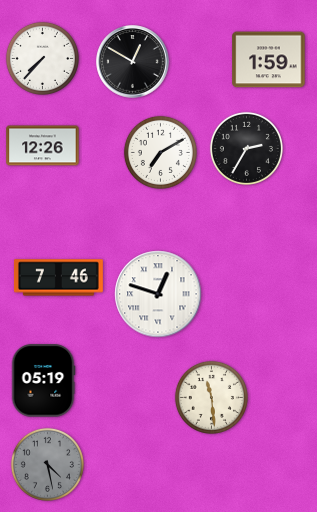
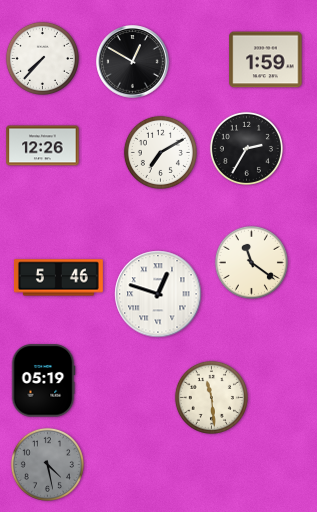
clock at (269, 60) position: (269, 60) -> (266, 60)
clock at (251, 262): none -> 11:21
clock at (58, 278): 7:46 -> 5:46
